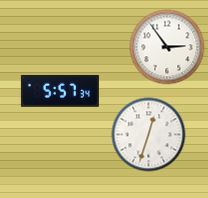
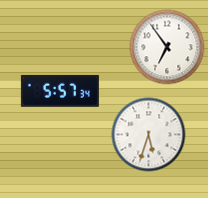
clock at (167, 47): 2:54 -> 6:54
clock at (149, 135): 12:33 -> 5:33
